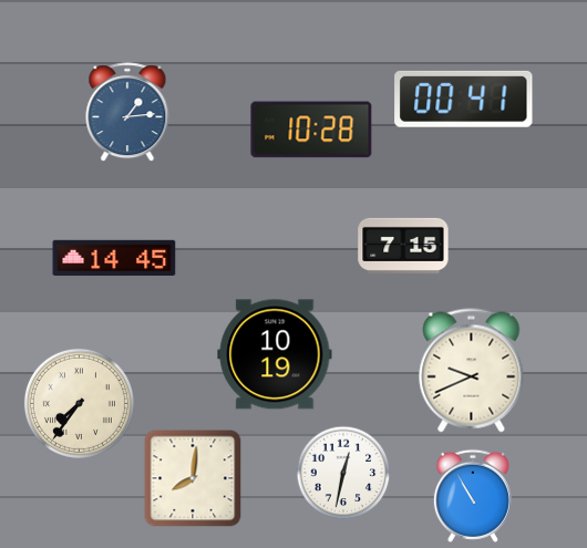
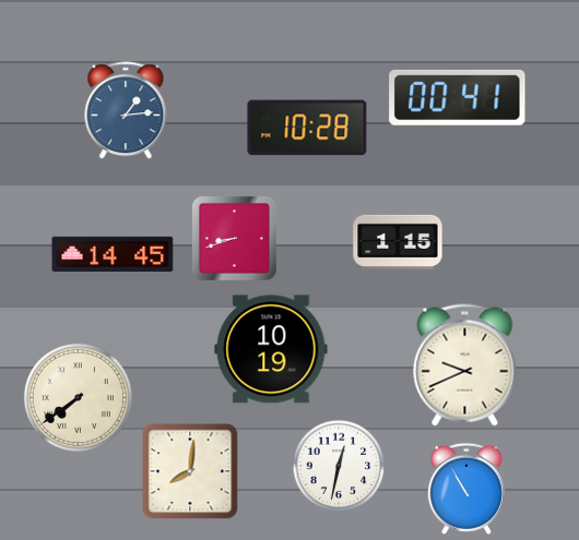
clock at (234, 238): none -> 8:42
clock at (403, 246): 7:15 -> 1:15
clock at (79, 403): 7:36 -> 7:39
